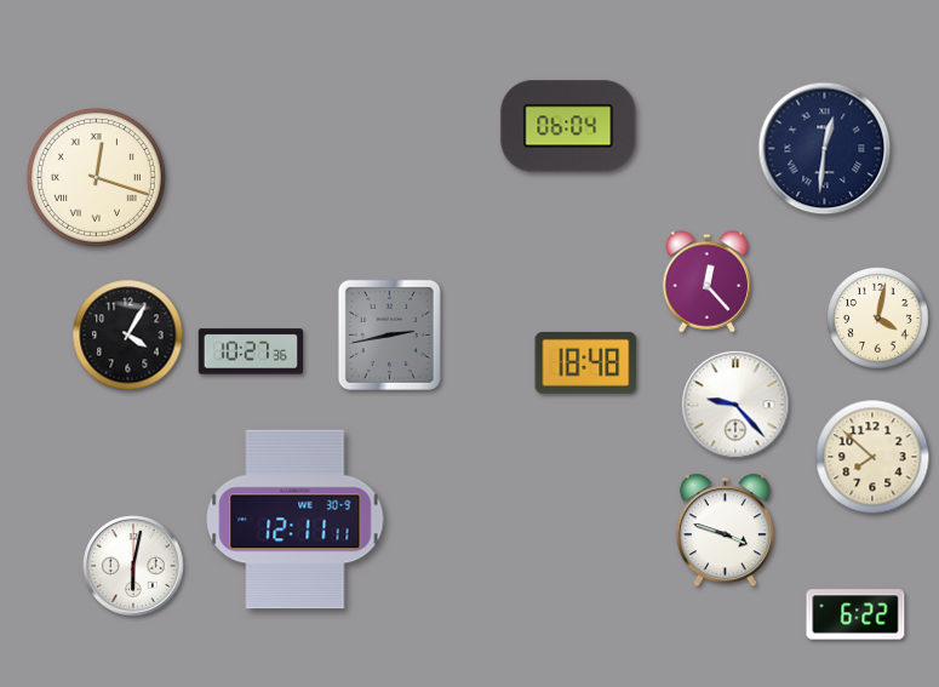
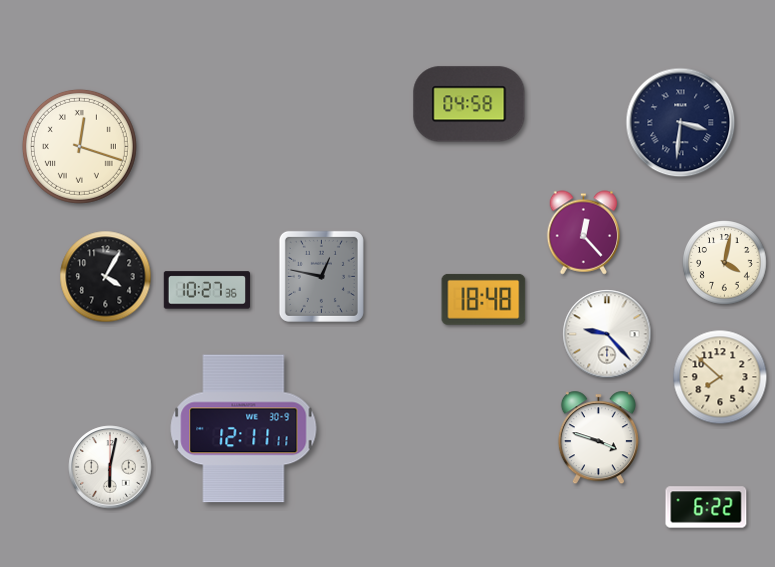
clock at (568, 126): 06:04 -> 04:58
clock at (825, 149): 12:31 -> 3:31
clock at (389, 334): 2:43 -> 12:47
